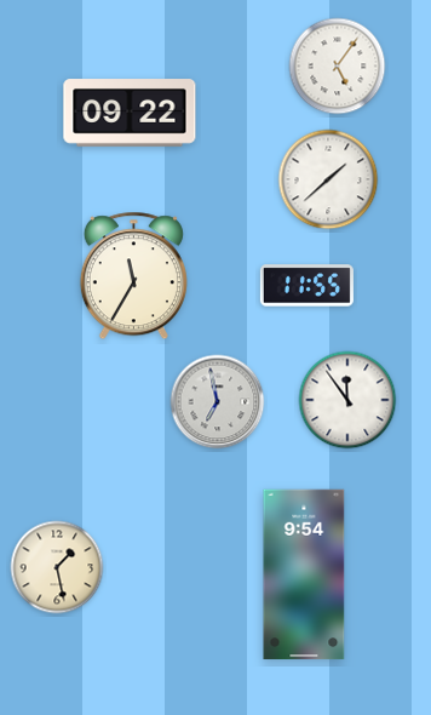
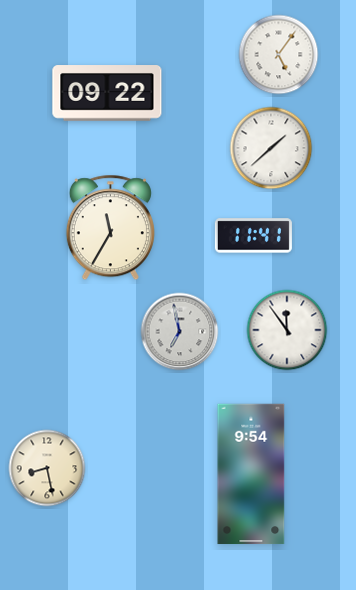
clock at (306, 286): 11:55 -> 11:41
clock at (57, 567): 1:28 -> 8:28
